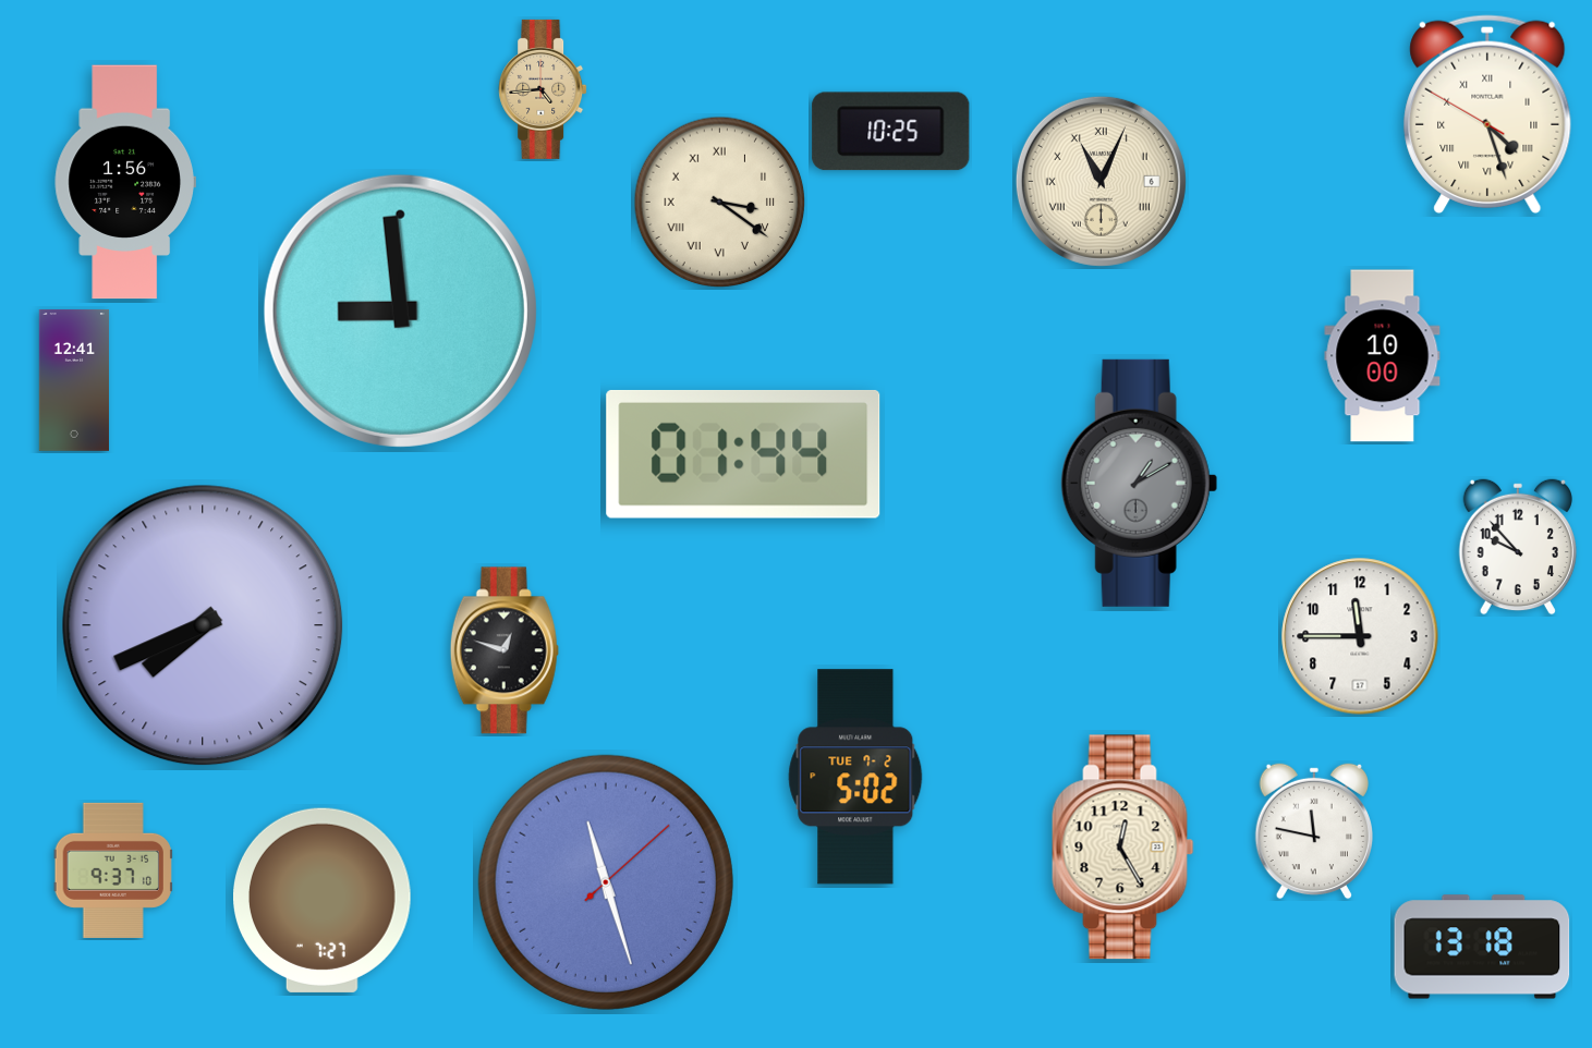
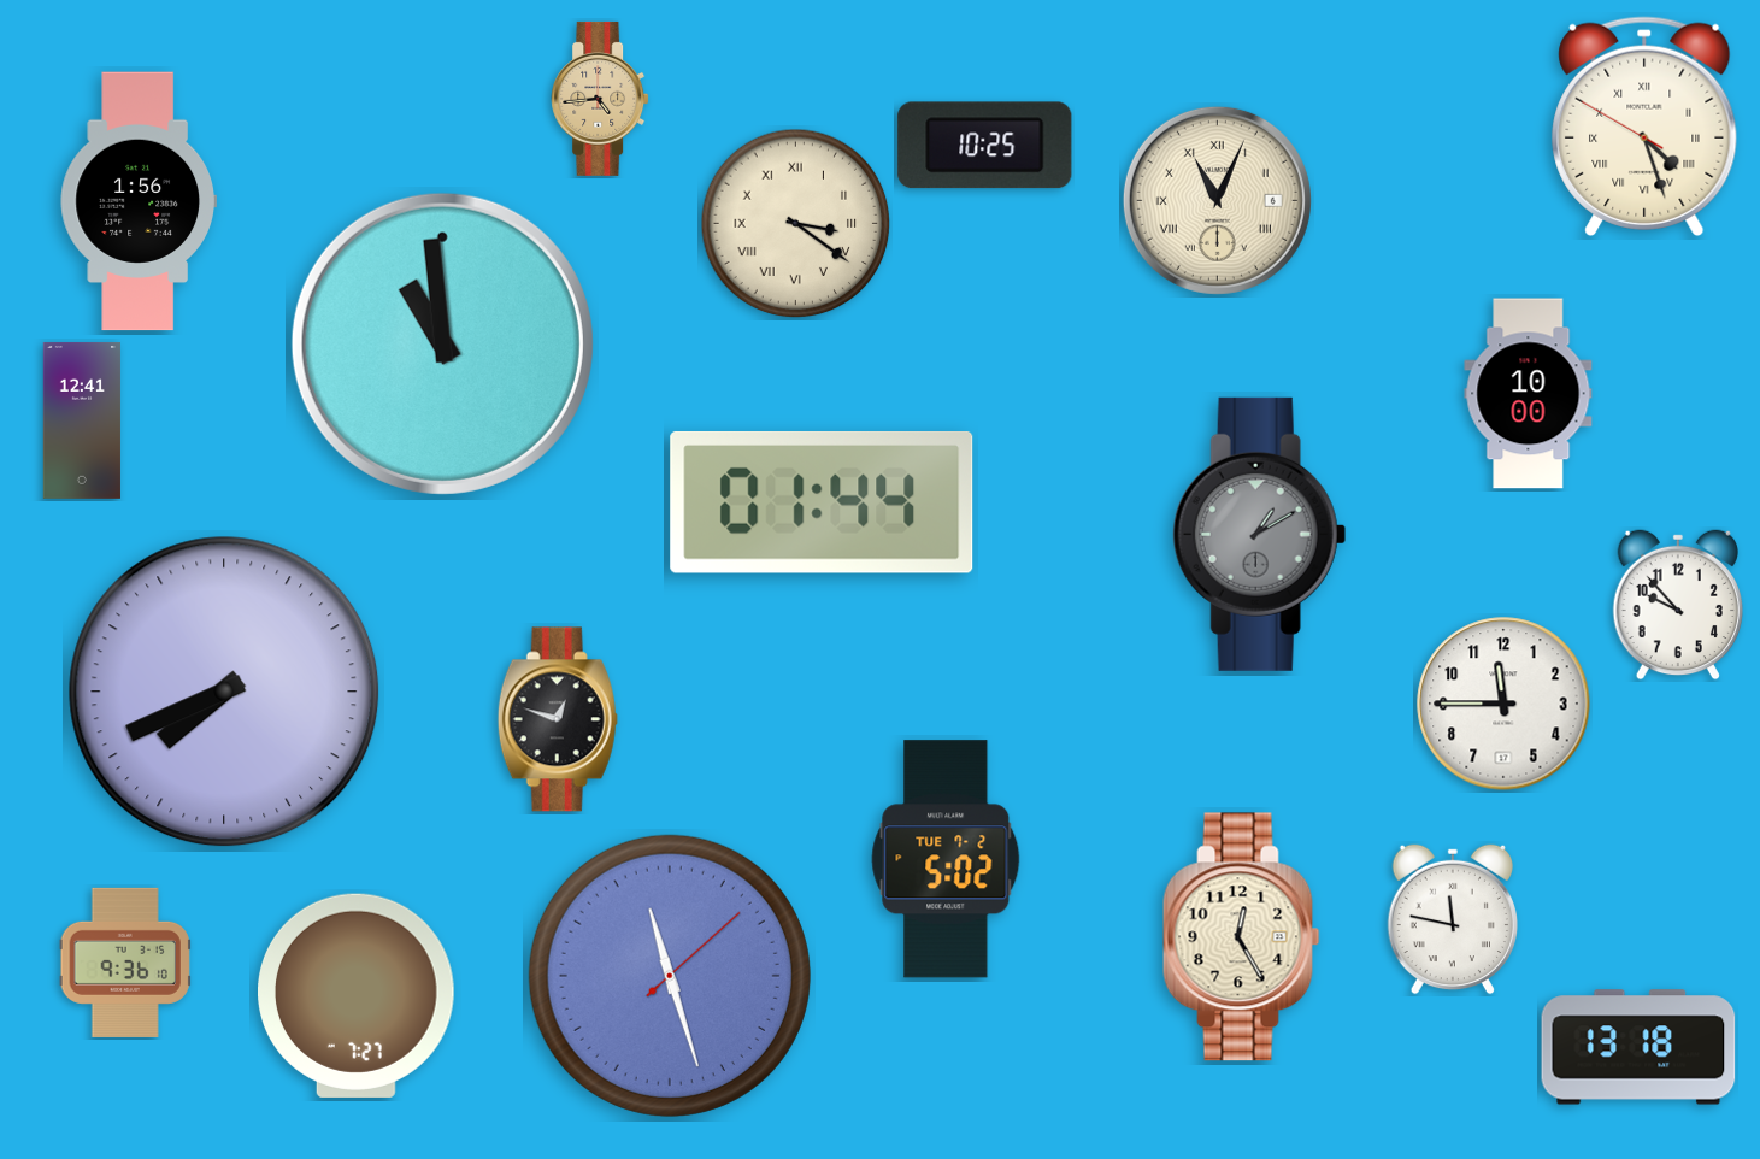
clock at (400, 310): 8:59 -> 10:59
clock at (113, 870): 9:37 -> 9:36
